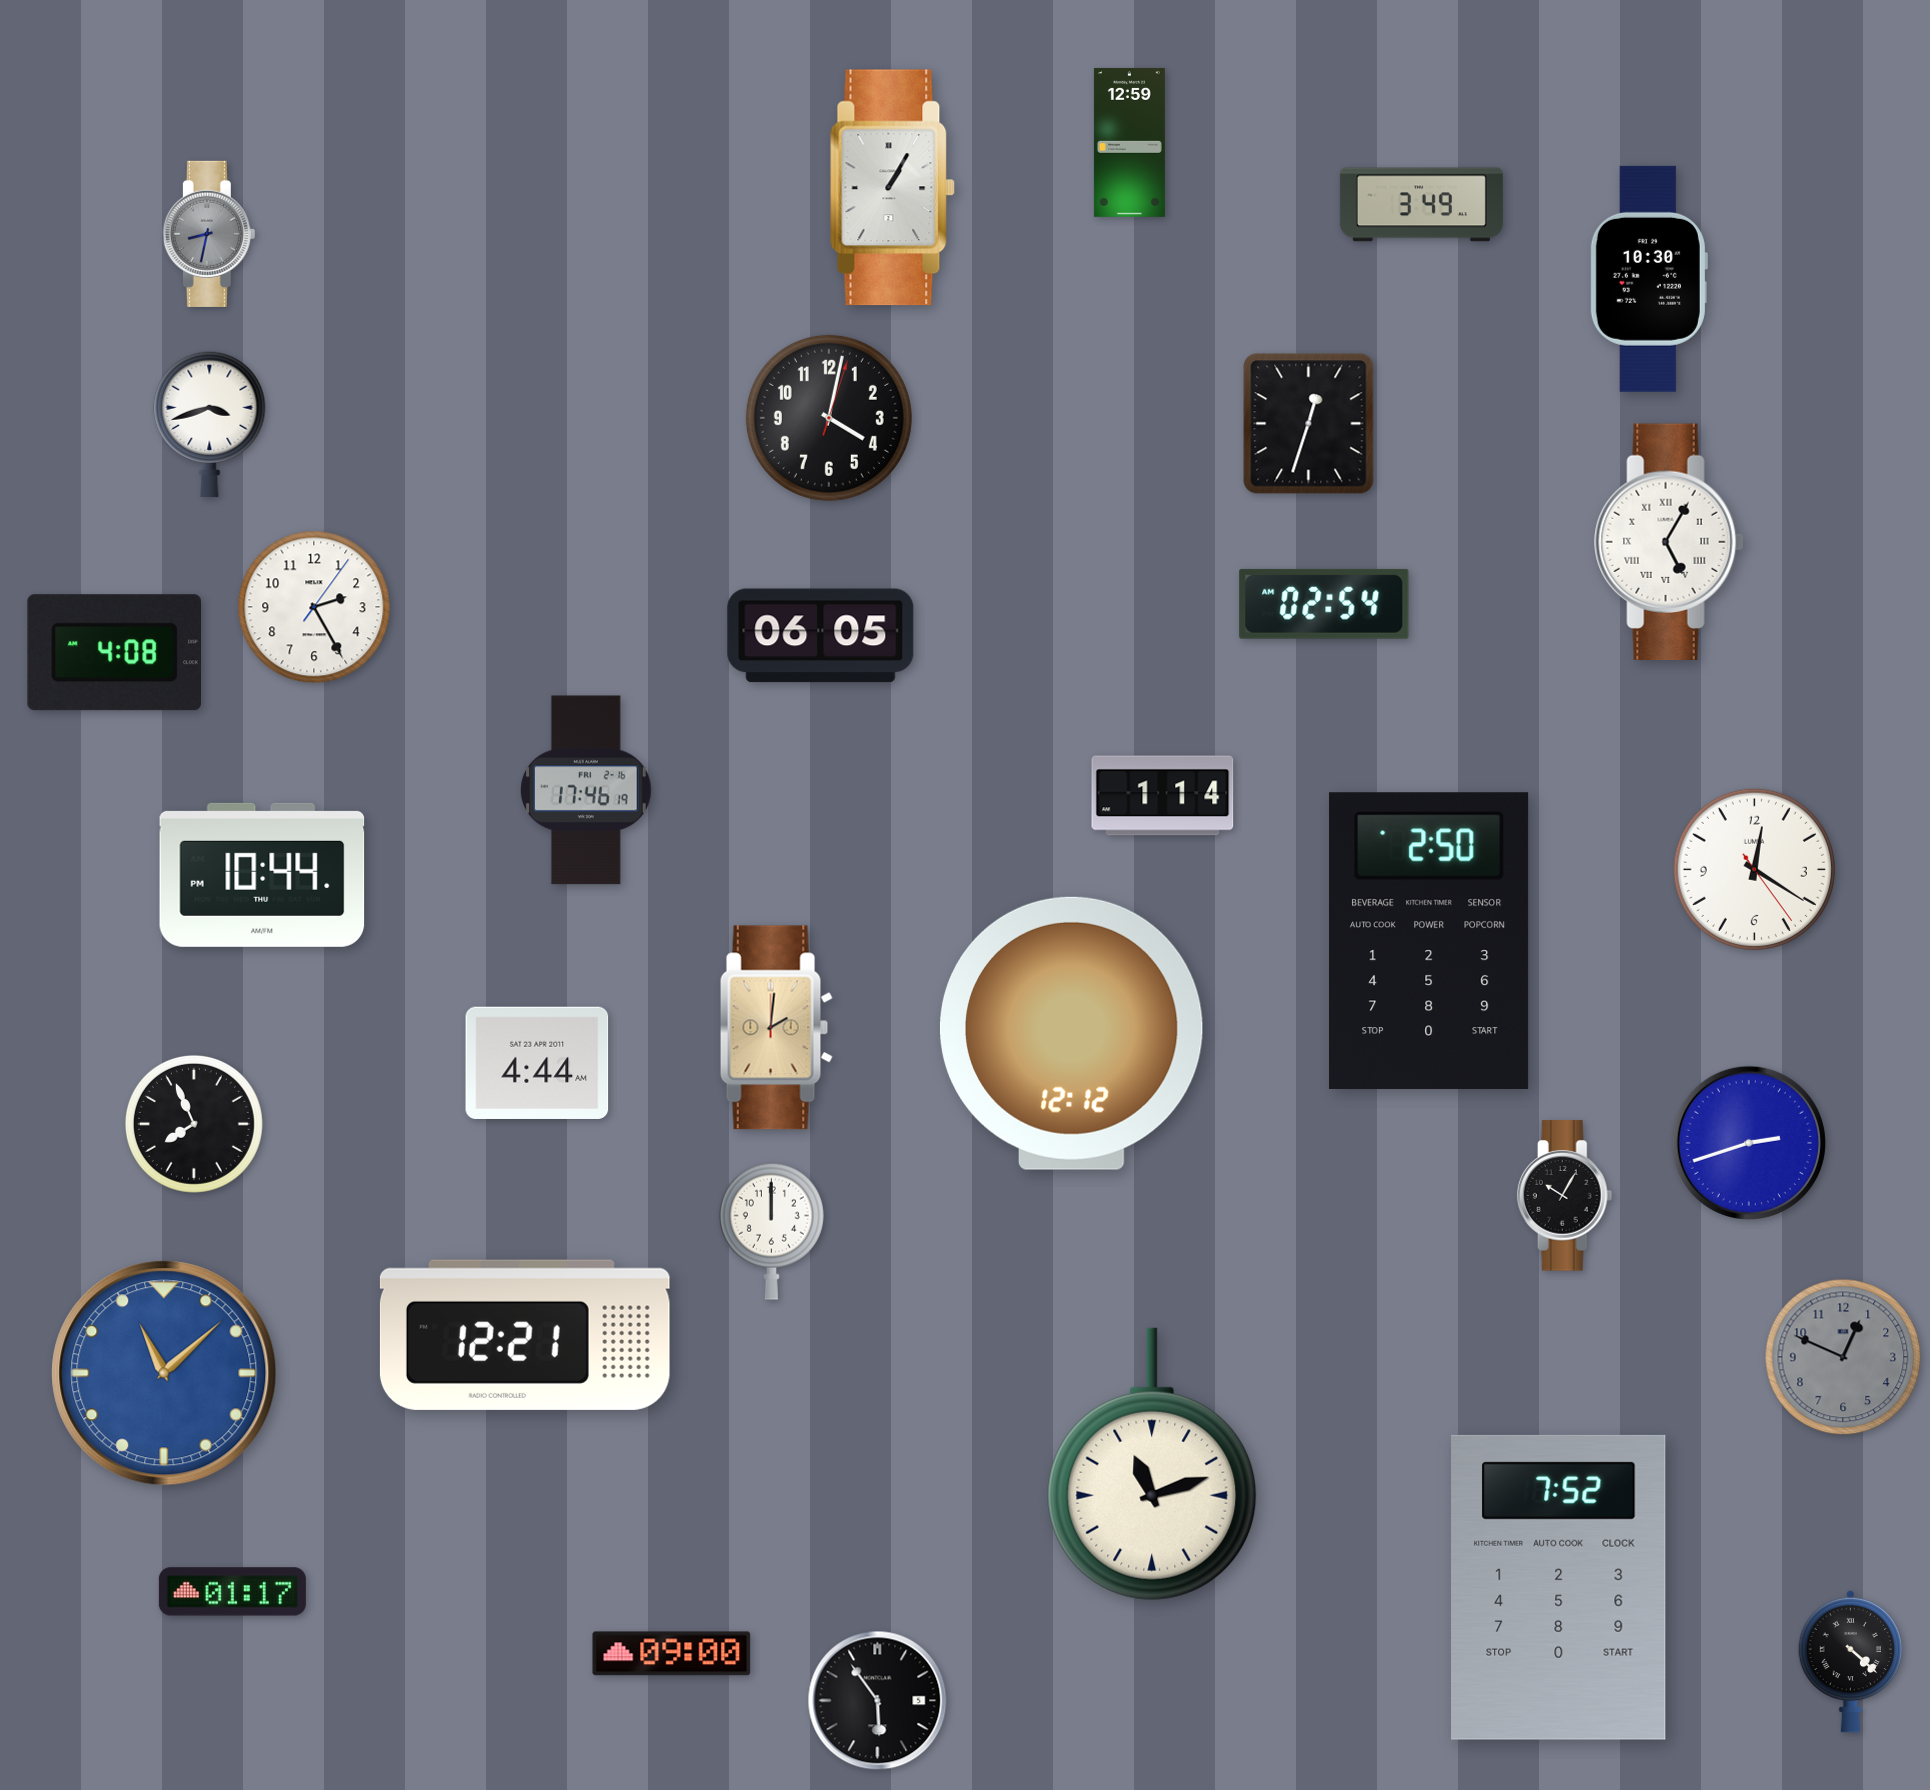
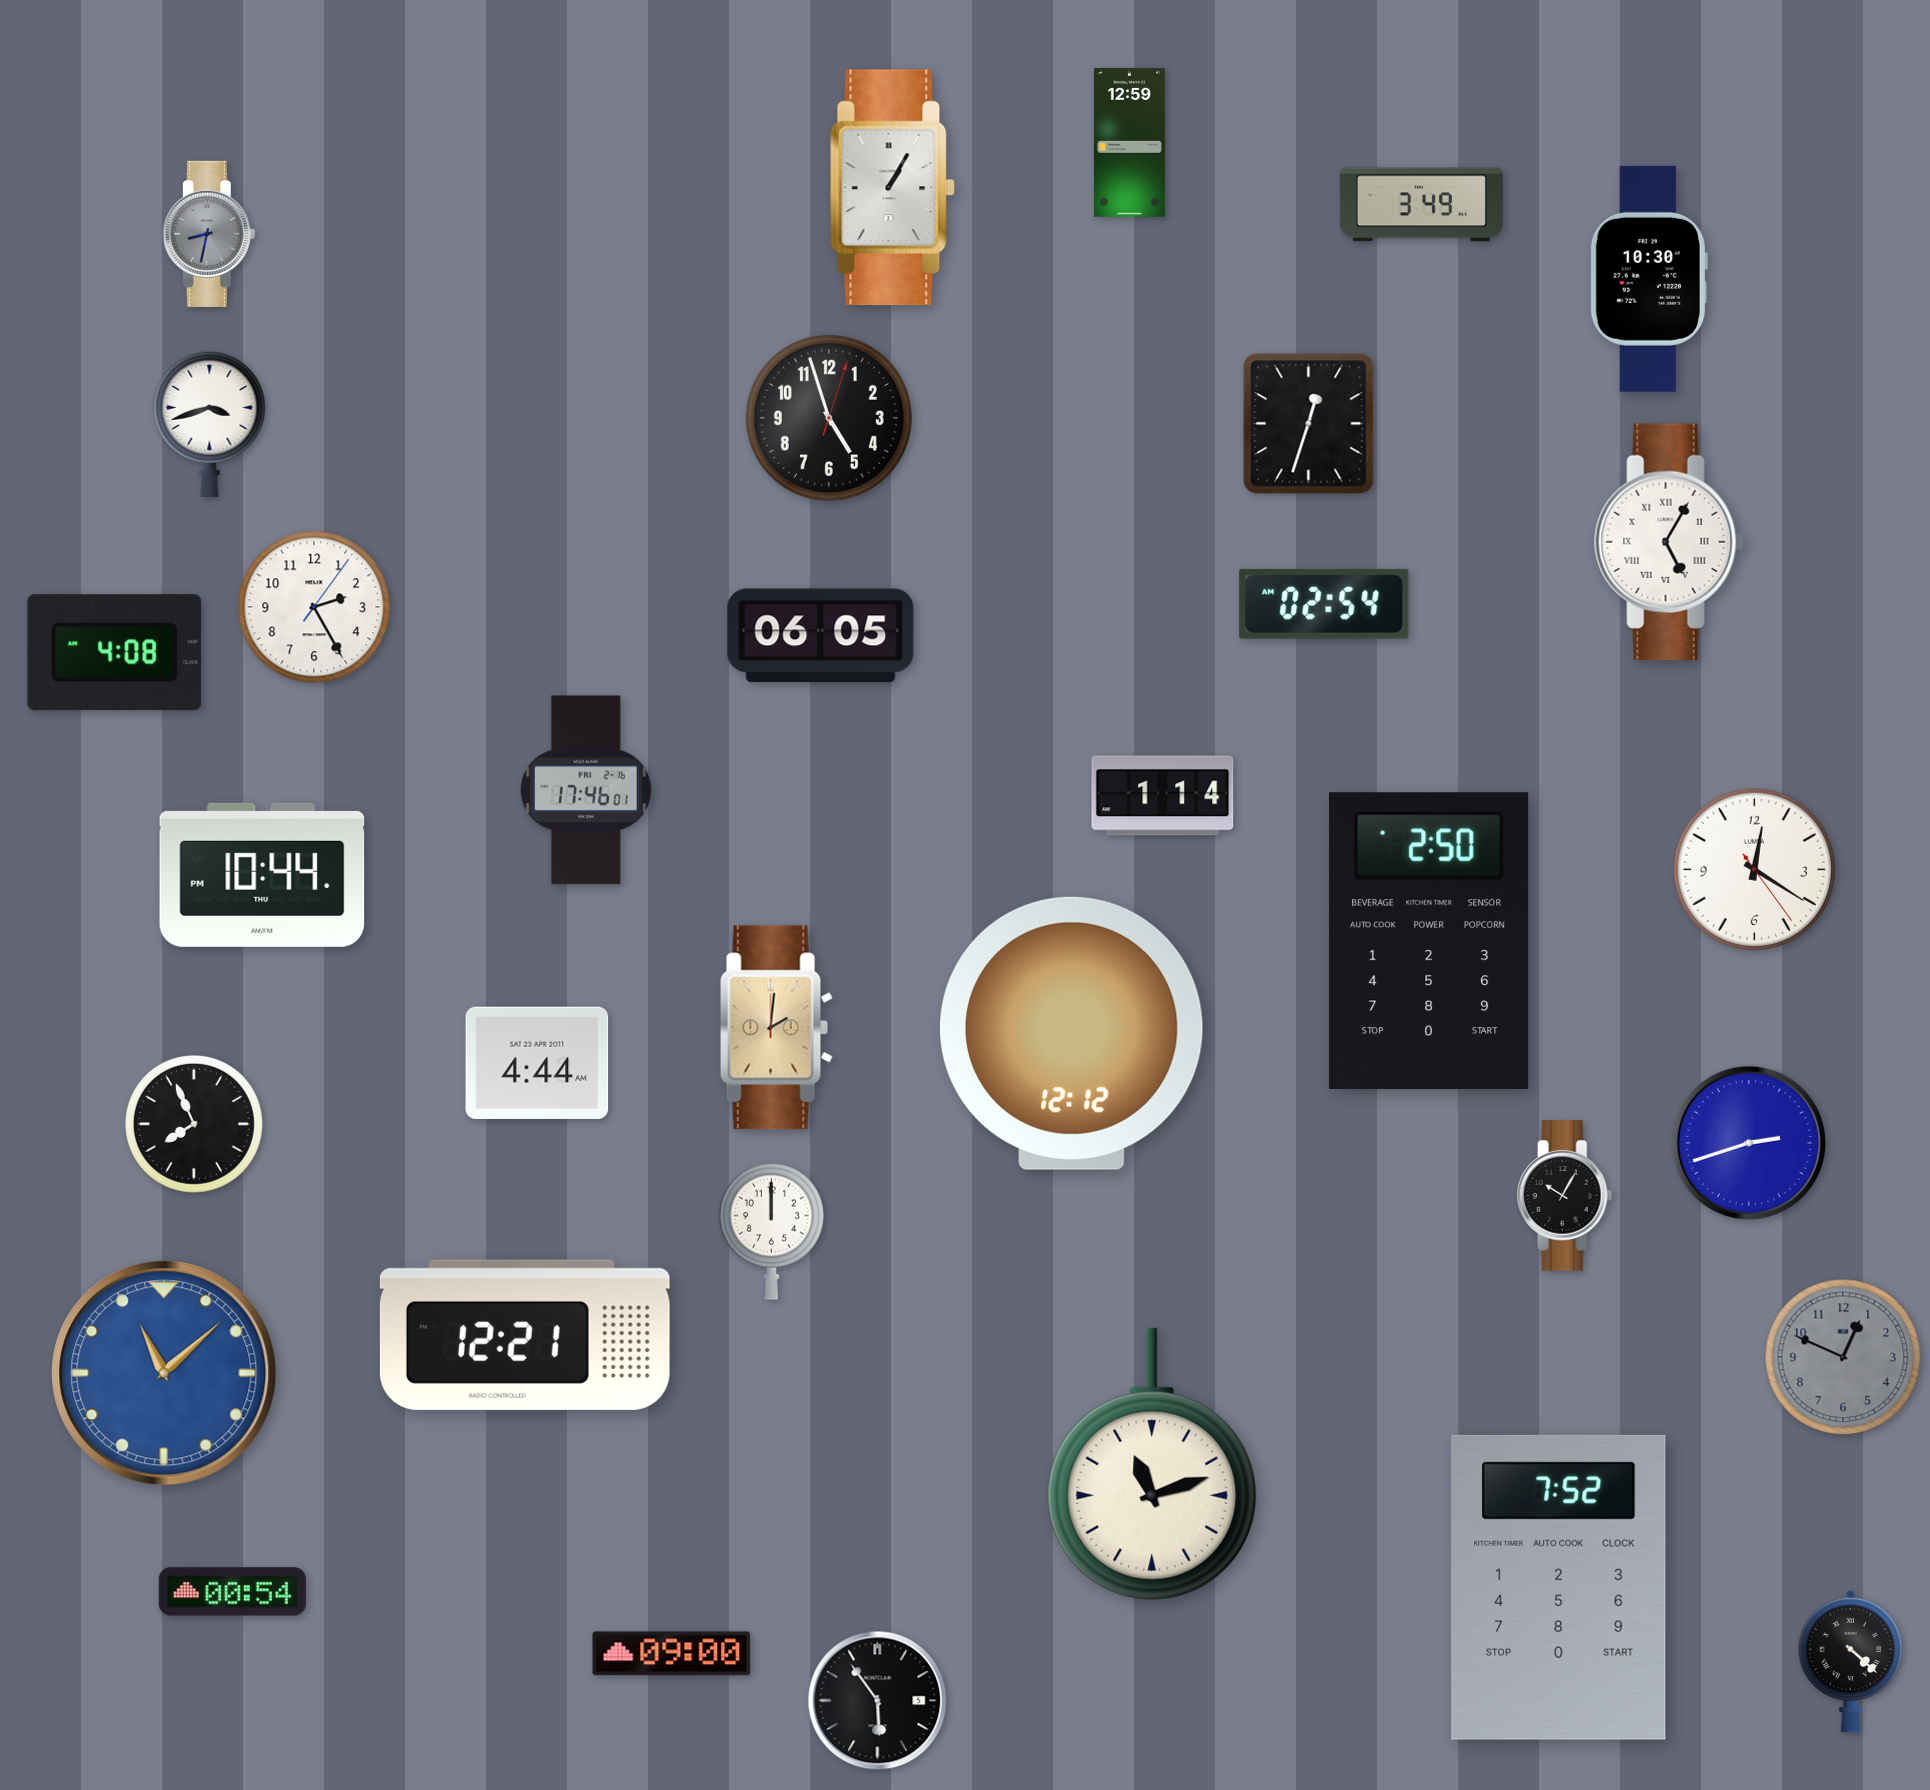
clock at (829, 418): 4:02 -> 4:57
clock at (587, 790): 17:46:19 -> 17:46:01
clock at (232, 1592): 01:17 -> 00:54
